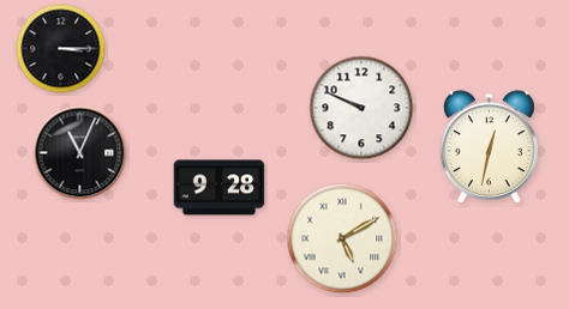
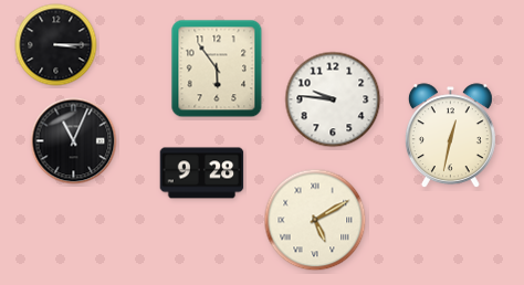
clock at (217, 68): none -> 5:54
clock at (361, 108): 9:49 -> 9:46
